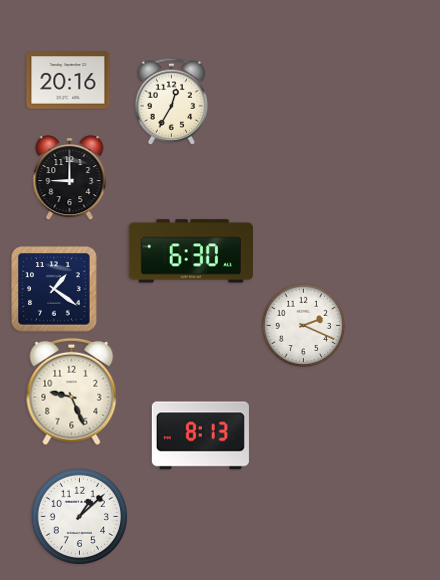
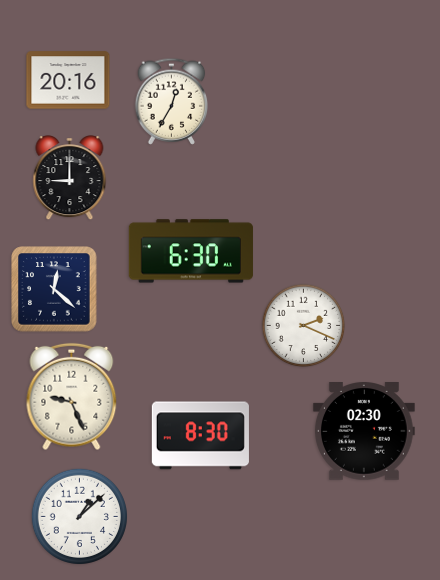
clock at (54, 289): 1:21 -> 12:22
clock at (72, 392) position: (72, 392) -> (72, 397)
clock at (364, 432): none -> 02:30
clock at (200, 436): 8:13 -> 8:30
